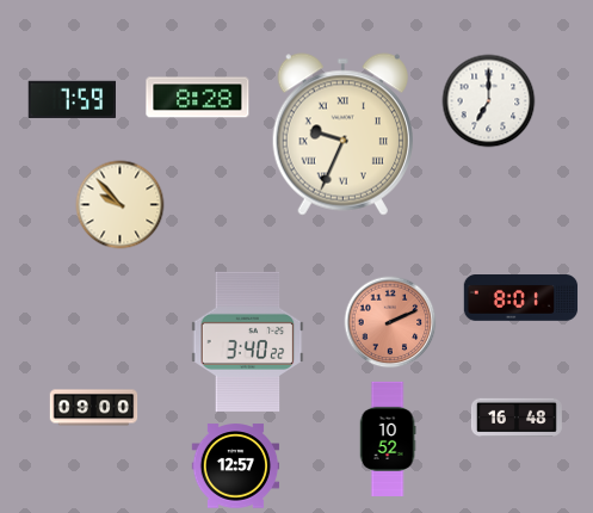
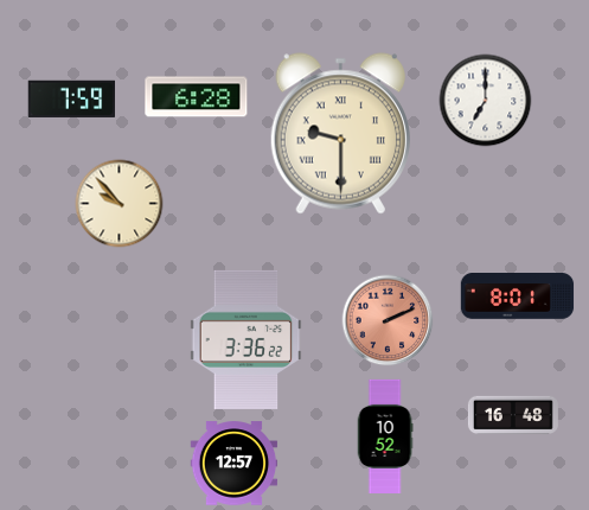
clock at (198, 98): 8:28 -> 6:28
clock at (342, 135): 9:34 -> 9:30
clock at (248, 341): 3:40 -> 3:36
clock at (94, 408): 09:00 -> none
